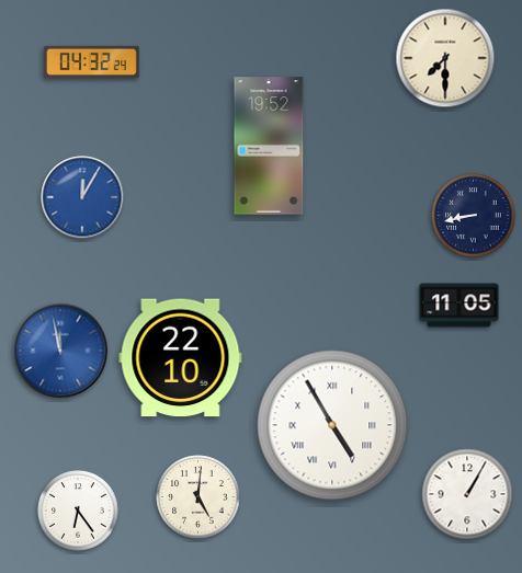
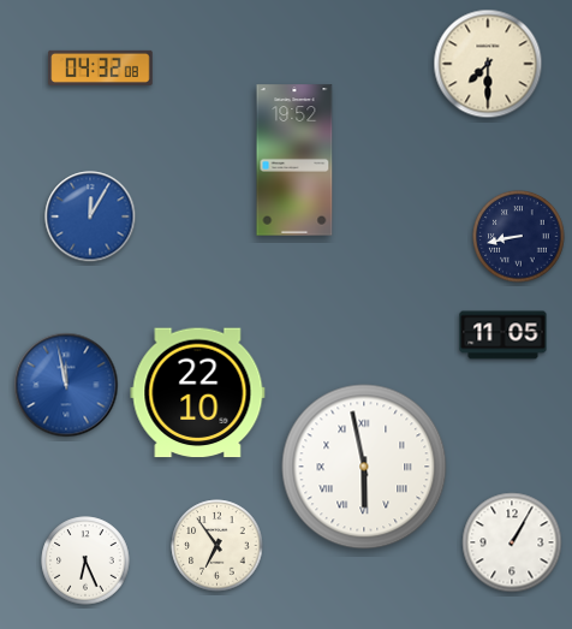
clock at (92, 61): 04:32:24 -> 04:32:08
clock at (332, 425): 4:55 -> 5:58
clock at (198, 497): 5:01 -> 6:54
clock at (78, 511): 6:24 -> 6:26
